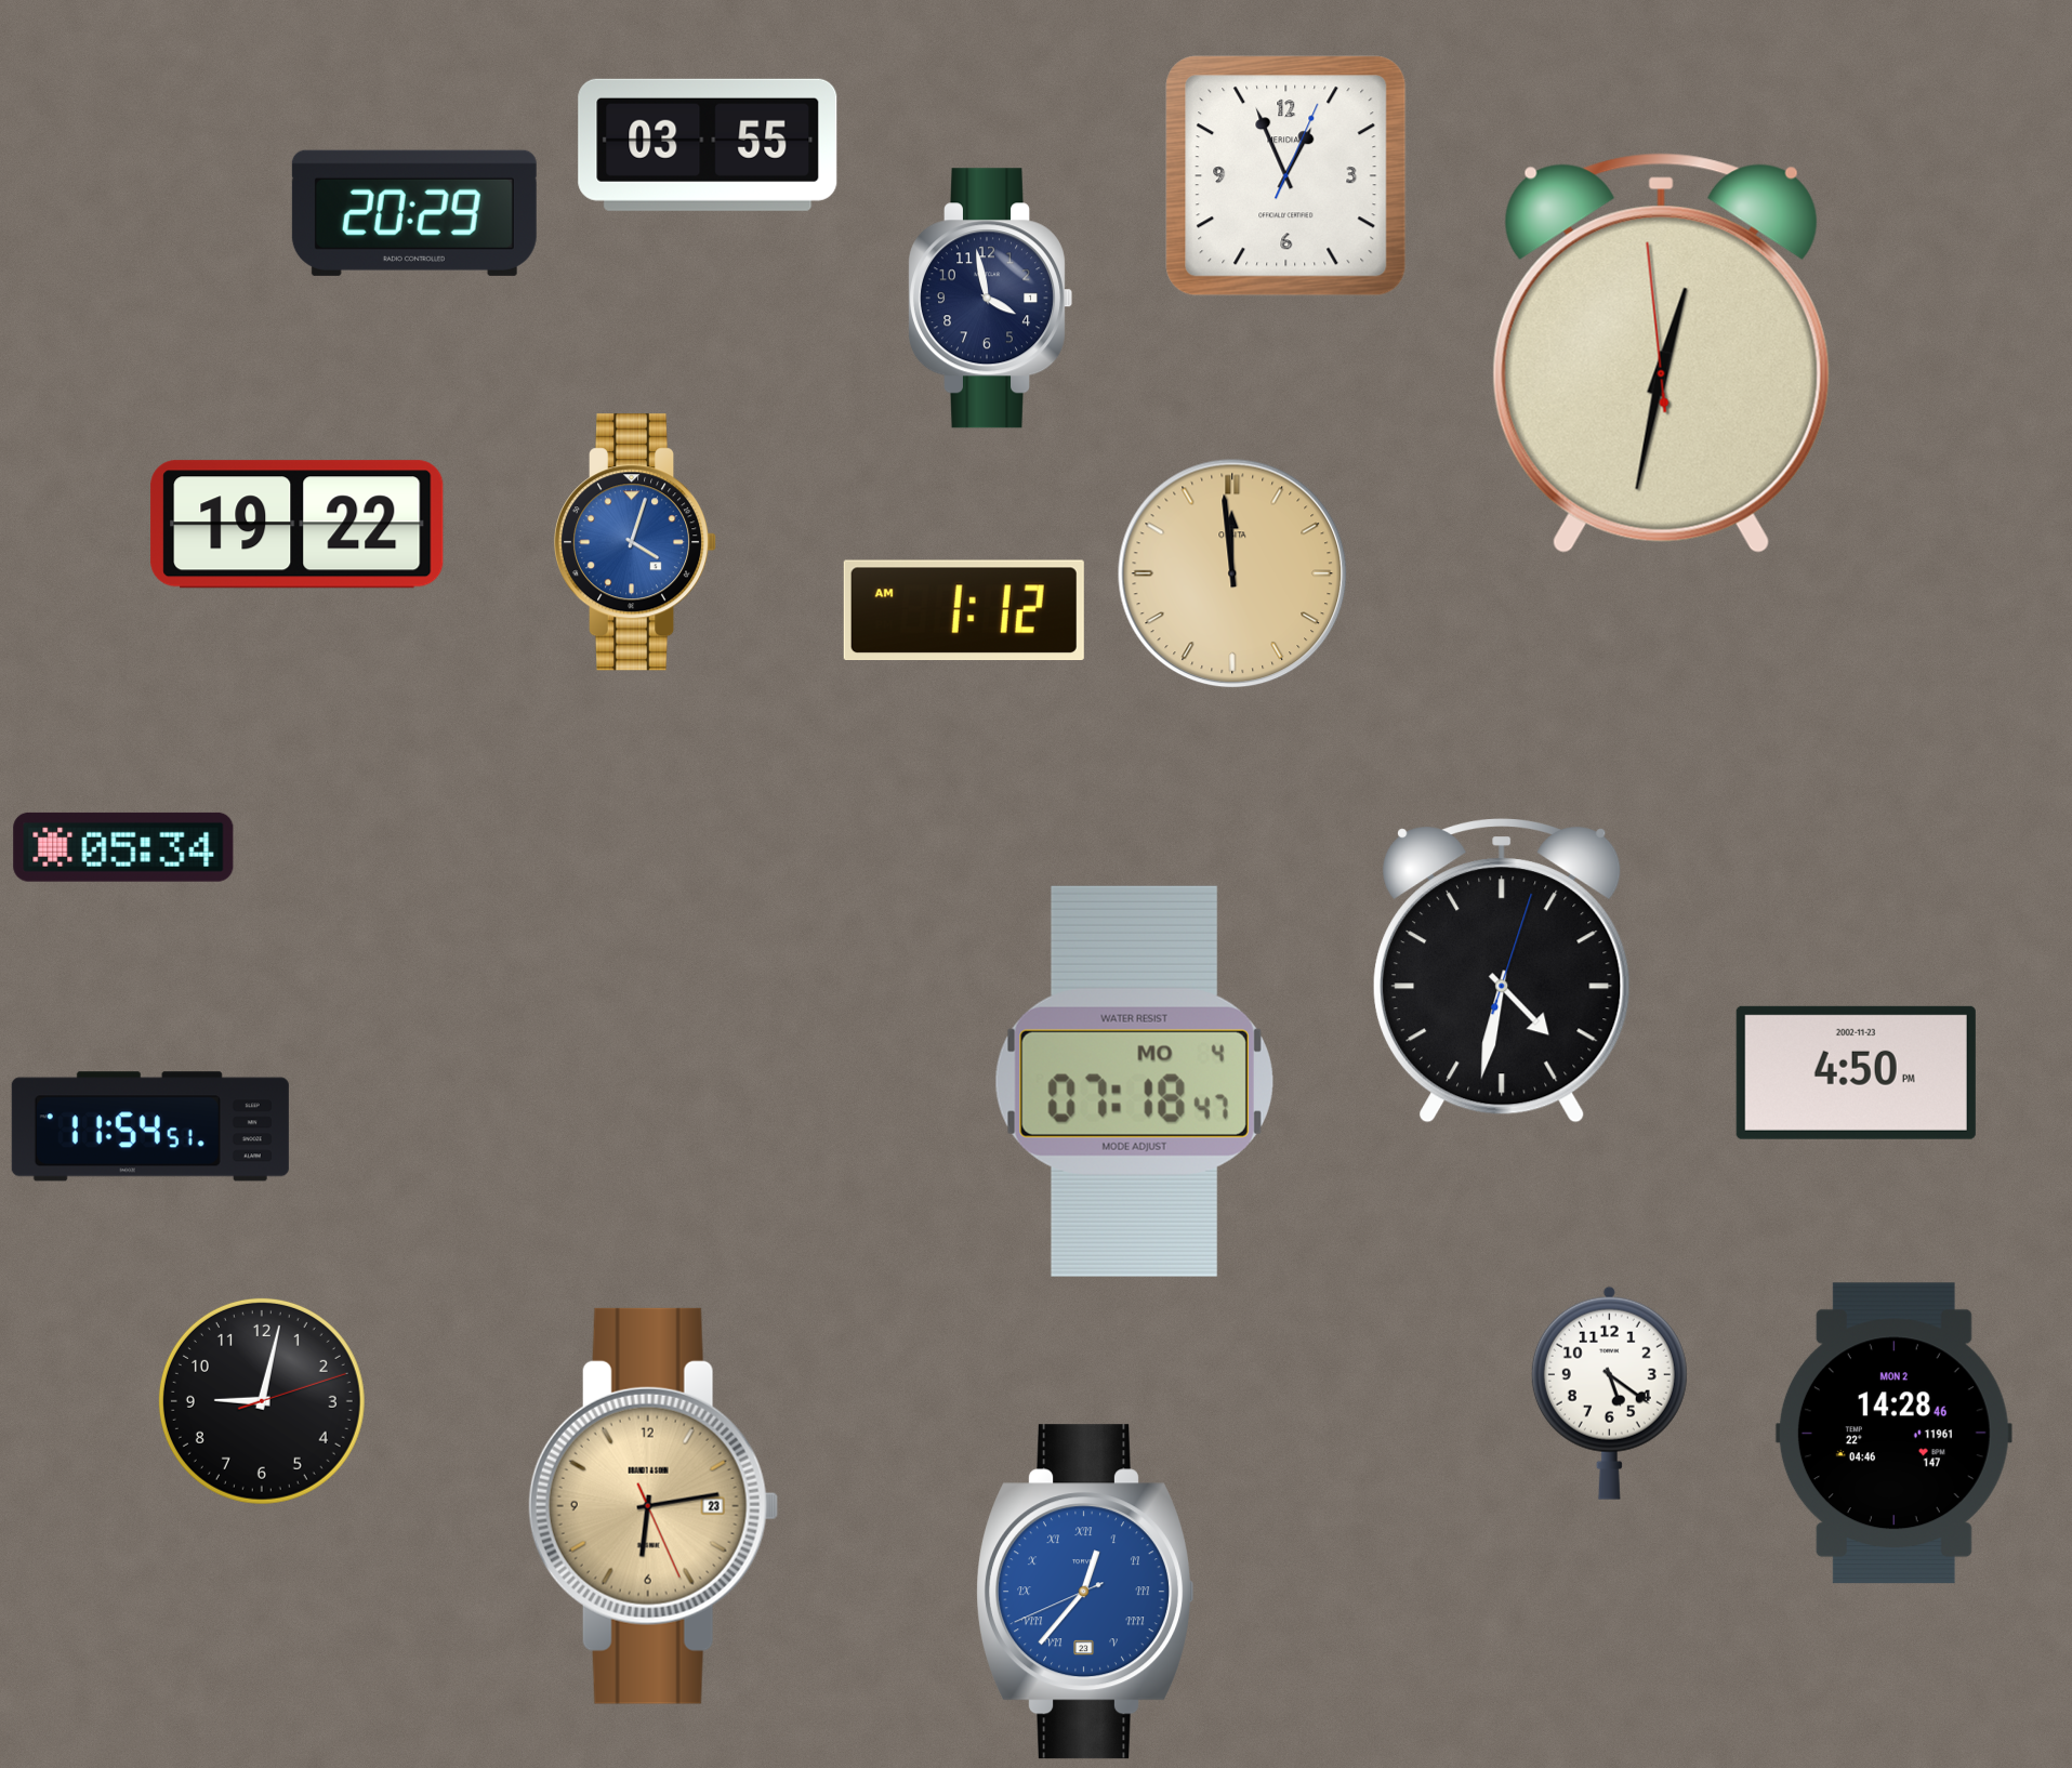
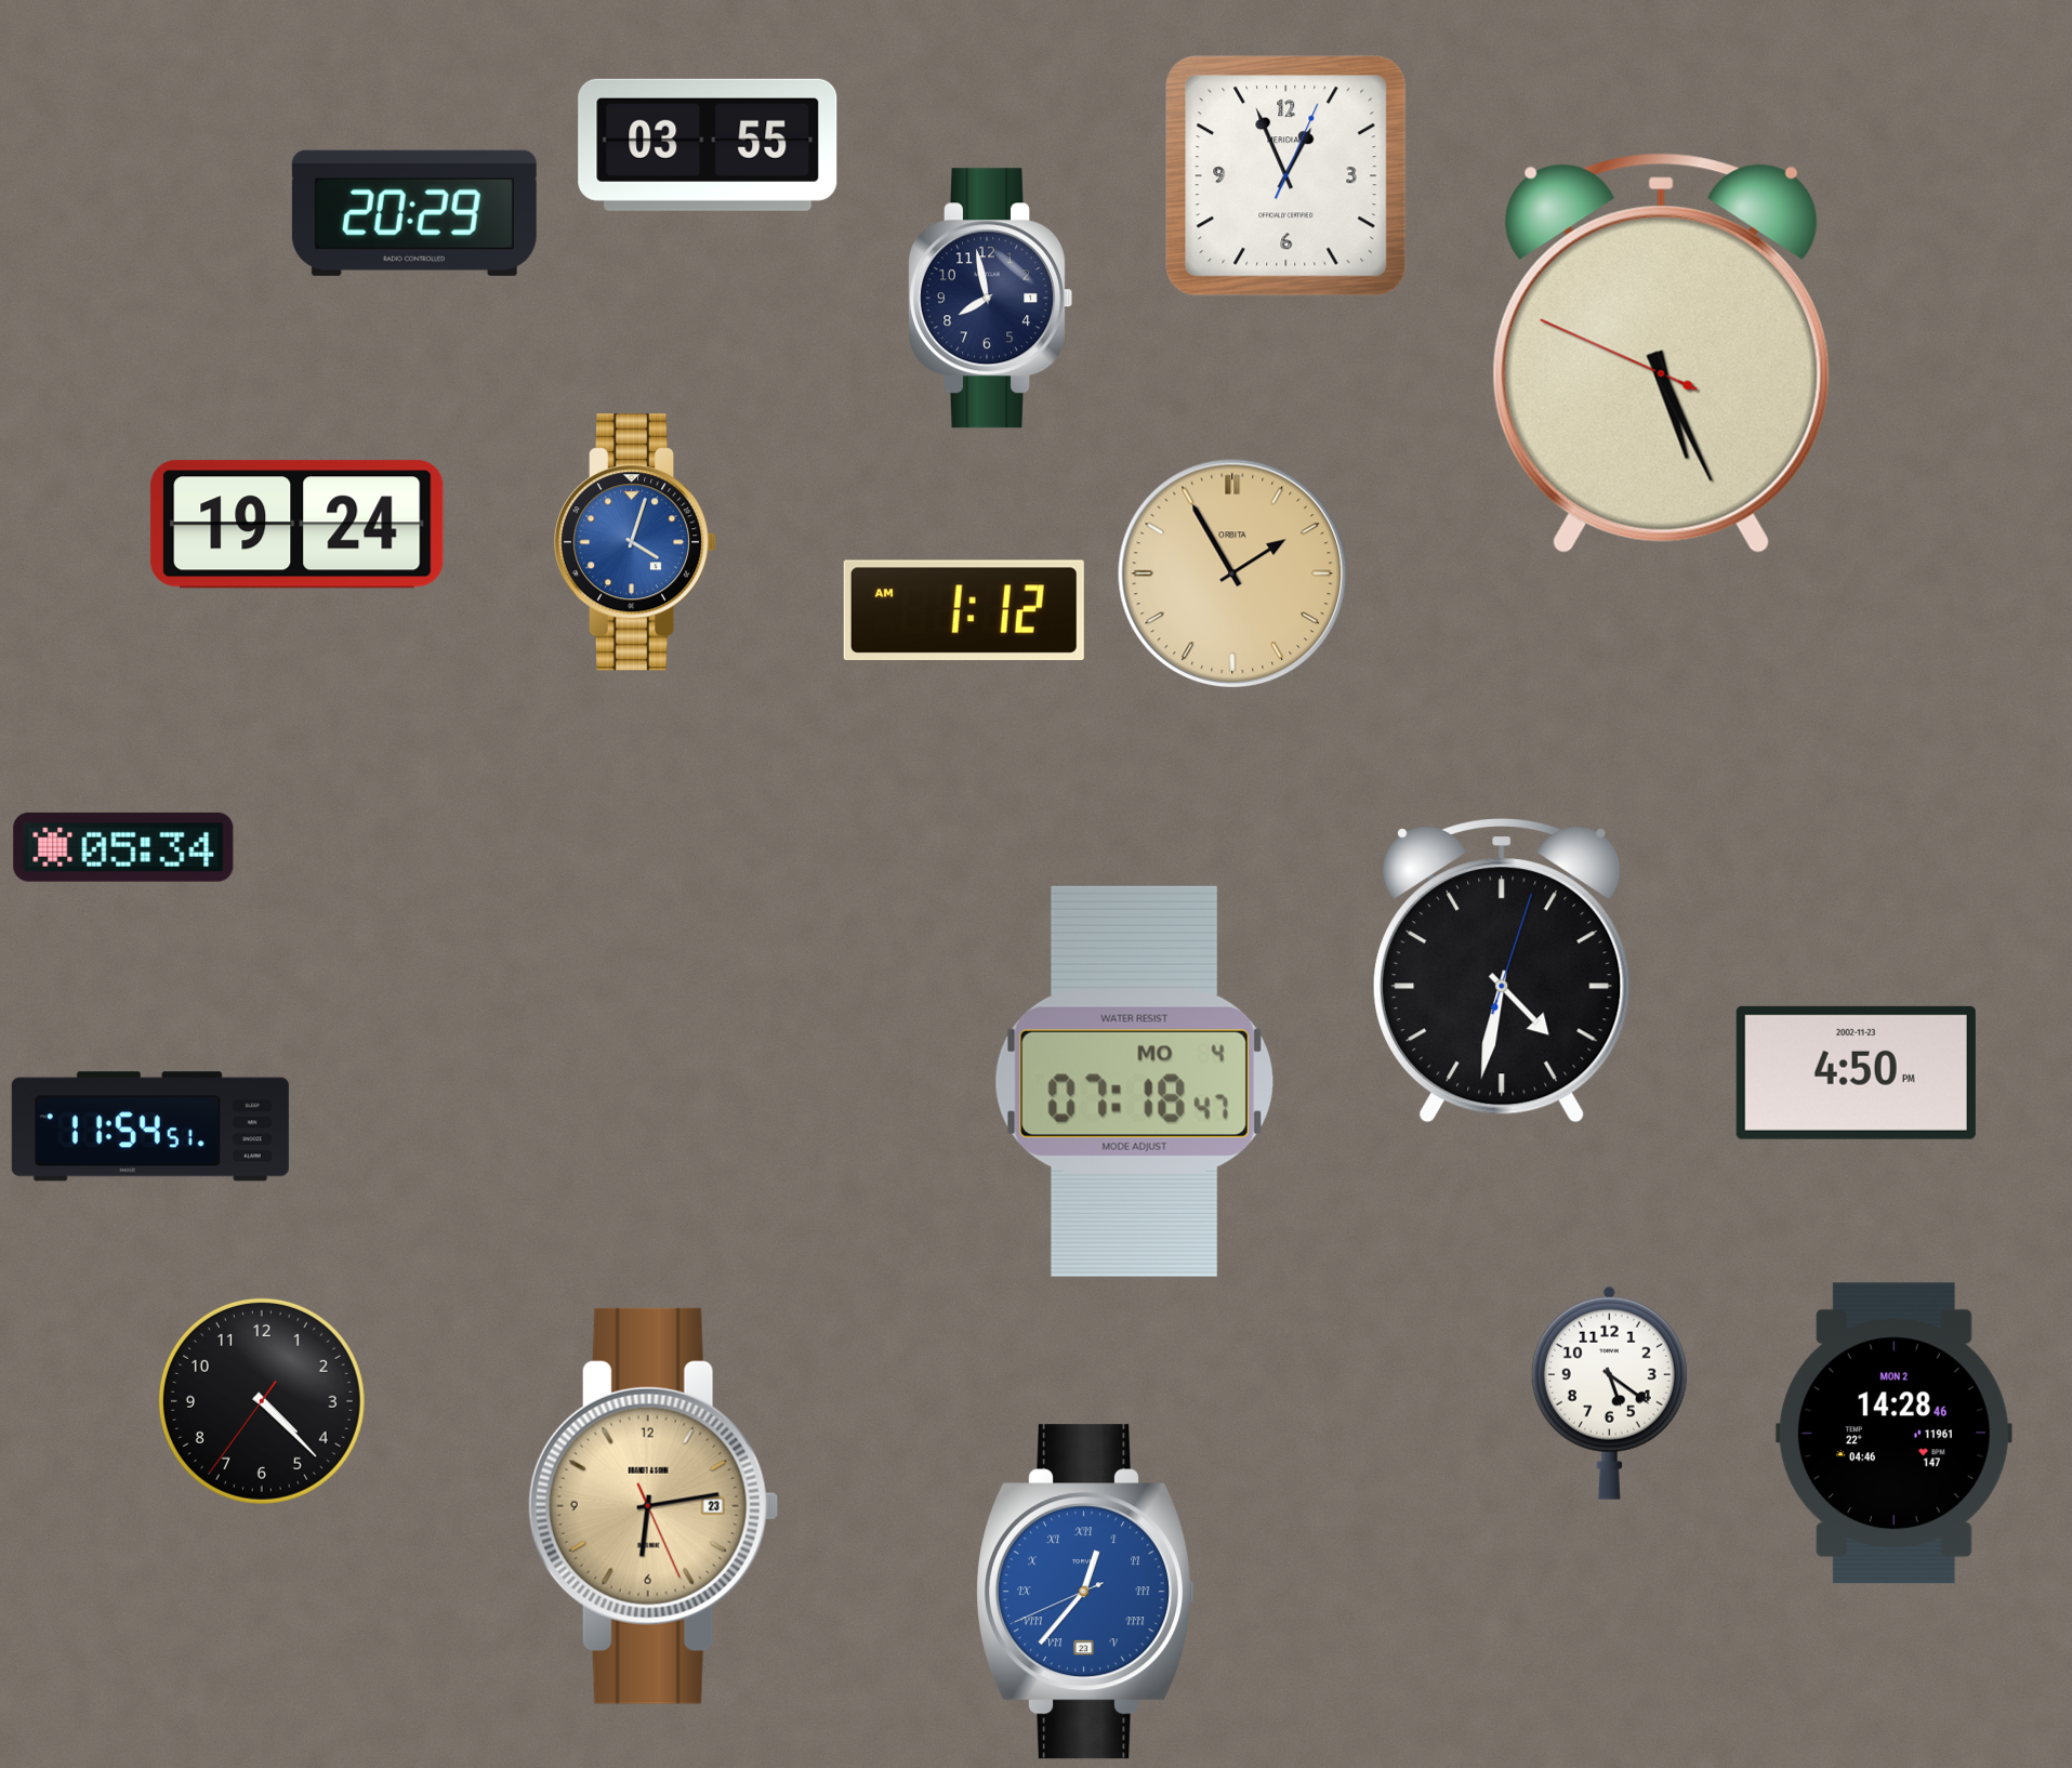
clock at (989, 299): 3:58 -> 7:58
clock at (1661, 353): 12:31 -> 5:25
clock at (298, 525): 19:22 -> 19:24
clock at (1232, 573): 11:59 -> 1:55
clock at (262, 1401): 9:02 -> 4:22
